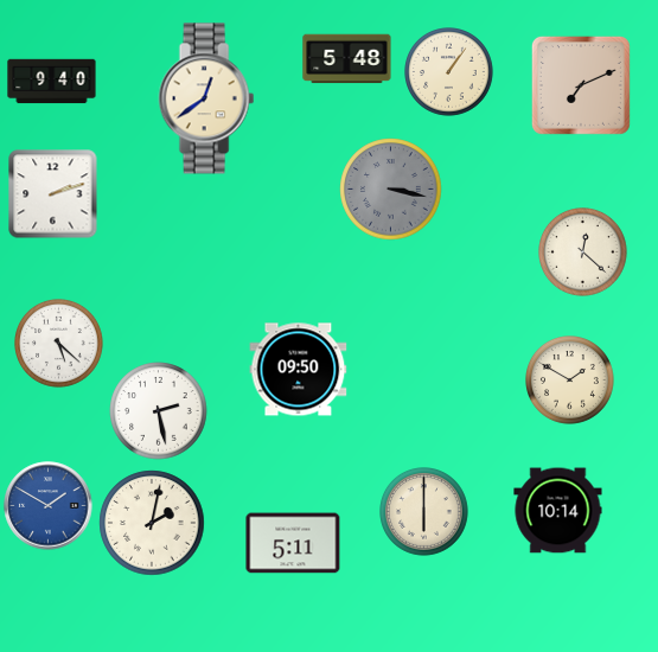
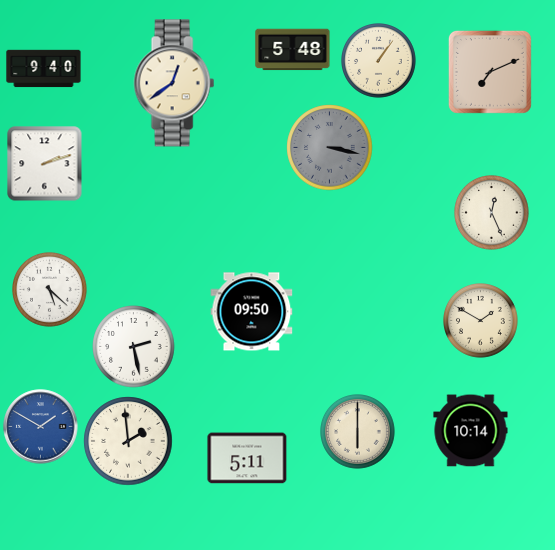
clock at (391, 190) position: (391, 190) -> (330, 148)
clock at (583, 253): 12:22 -> 12:26
clock at (152, 523): 2:02 -> 1:59
